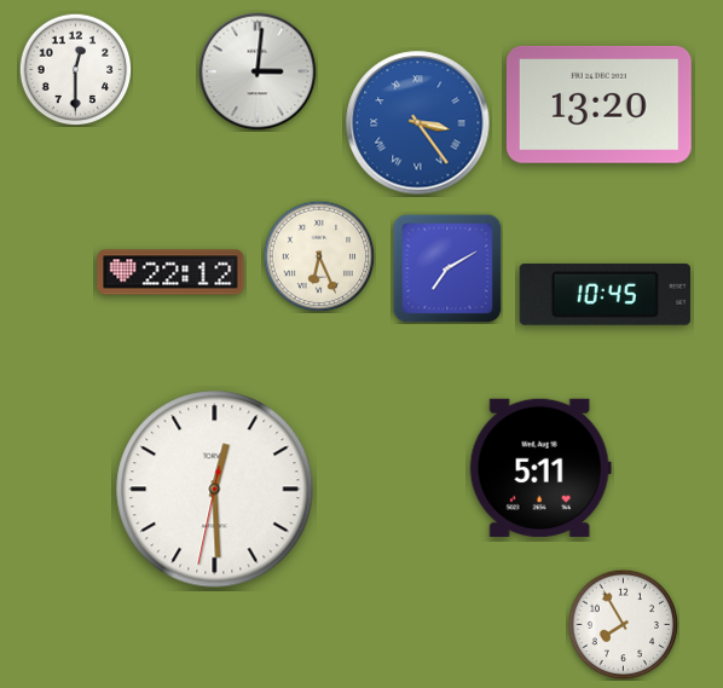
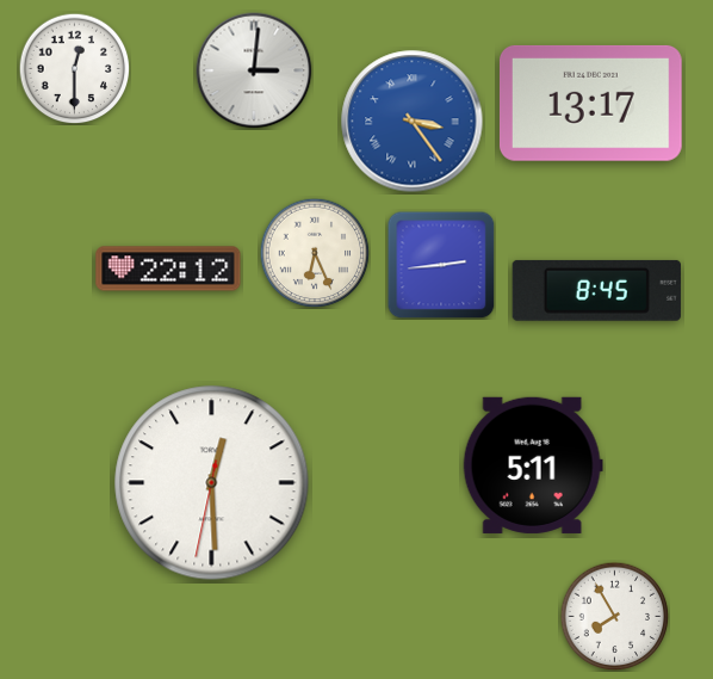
clock at (598, 104): 13:20 -> 13:17
clock at (447, 268): 7:10 -> 2:44
clock at (605, 294): 10:45 -> 8:45
clock at (540, 468) position: (540, 468) -> (533, 465)
